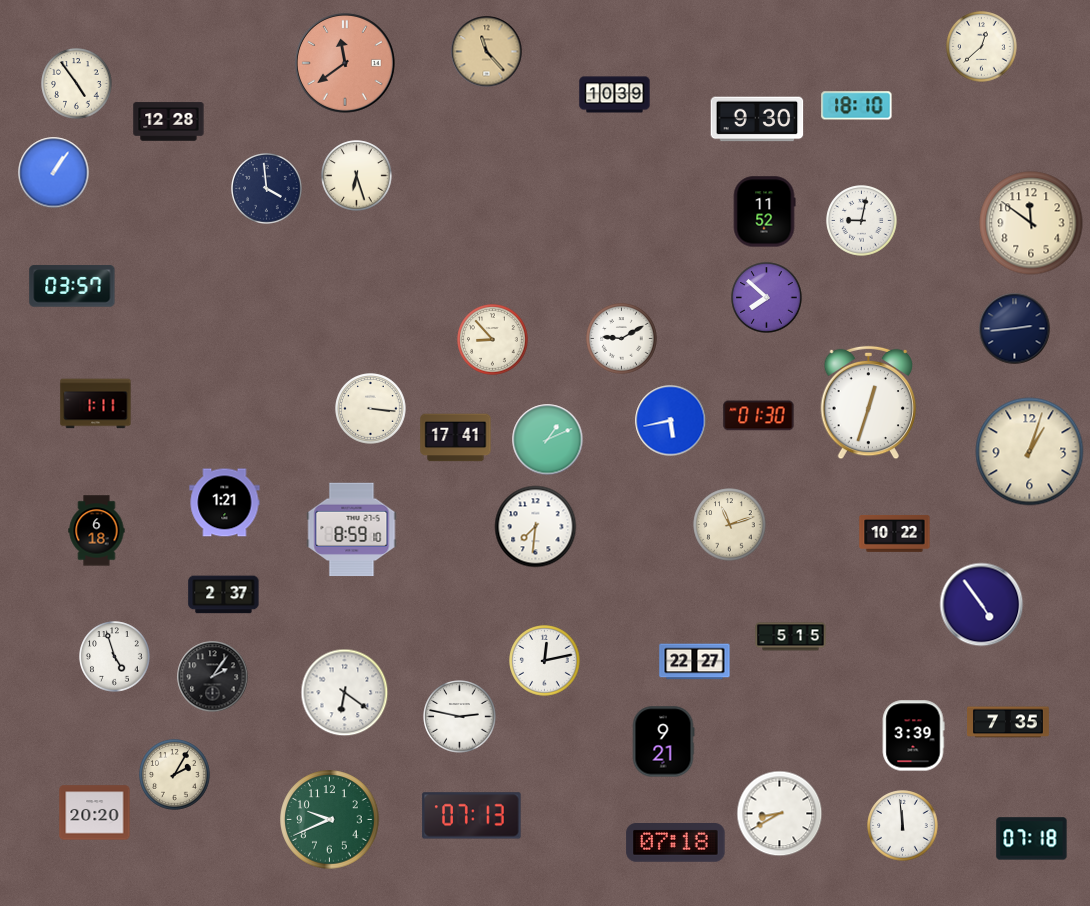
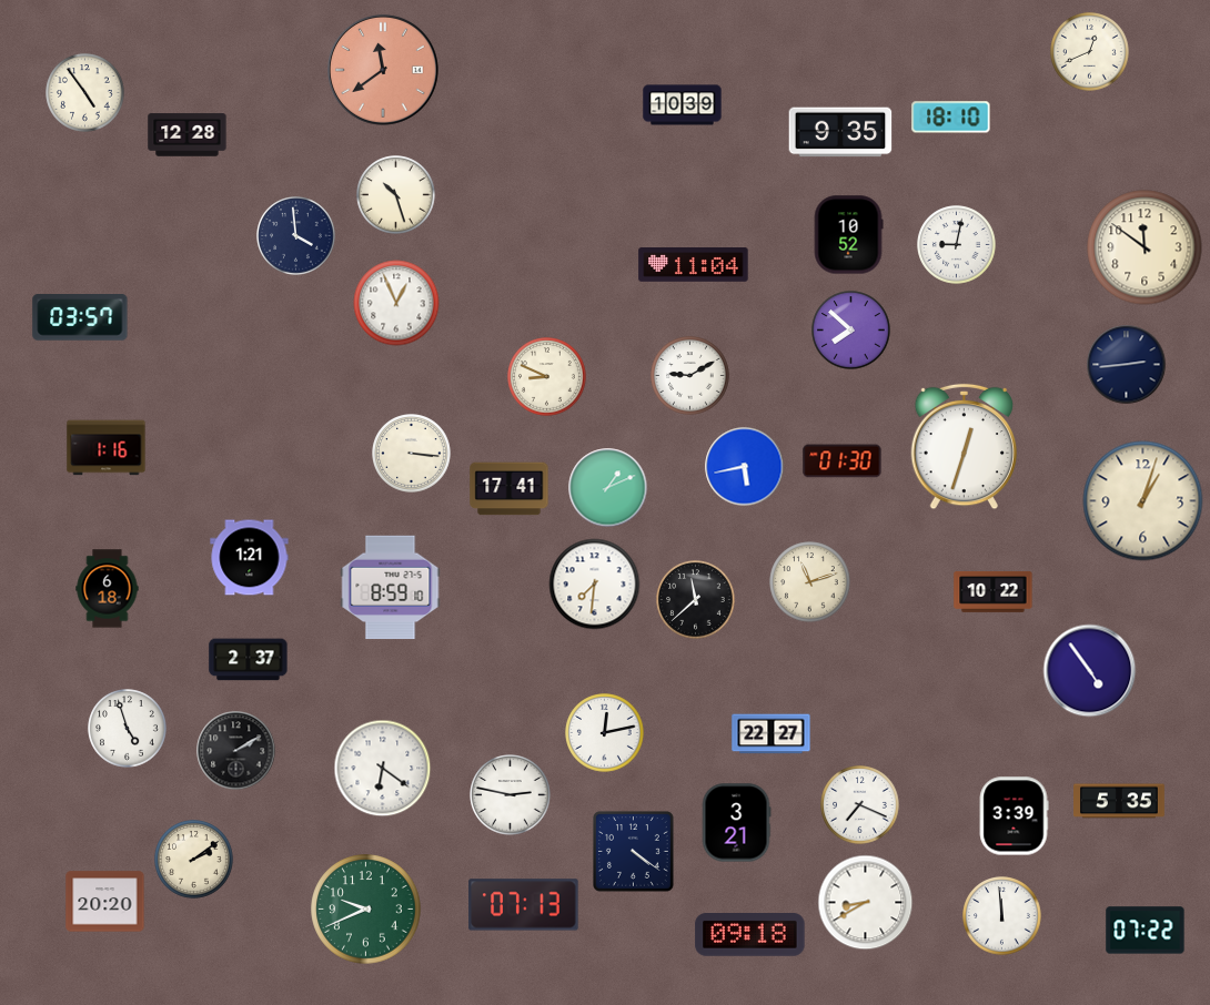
clock at (982, 47): 12:38 -> 12:41
clock at (487, 52): 11:23 -> none
clock at (757, 119): 9:30 -> 9:35
clock at (54, 173): 1:06 -> none
clock at (357, 176): 6:27 -> 10:27
clock at (267, 189) position: (267, 189) -> (296, 236)
clock at (764, 212): 11:52 -> 10:52
clock at (694, 265): none -> 11:04
clock at (396, 303): none -> 12:56
clock at (493, 340): 8:53 -> 8:49
clock at (96, 404): 1:11 -> 1:16
clock at (456, 438) position: (456, 438) -> (510, 489)
clock at (696, 600): none -> 11:38
clock at (791, 637): 5:15 -> none
clock at (213, 677): 2:06 -> 2:10
clock at (1009, 722): 7:35 -> 5:35
clock at (860, 805): none -> 7:19
clock at (663, 742): 9:21 -> 3:21
clock at (634, 852): none -> 4:21
clock at (175, 775): 2:05 -> 2:09
clock at (1032, 839): 07:18 -> 07:22
clock at (676, 843): 07:18 -> 09:18
